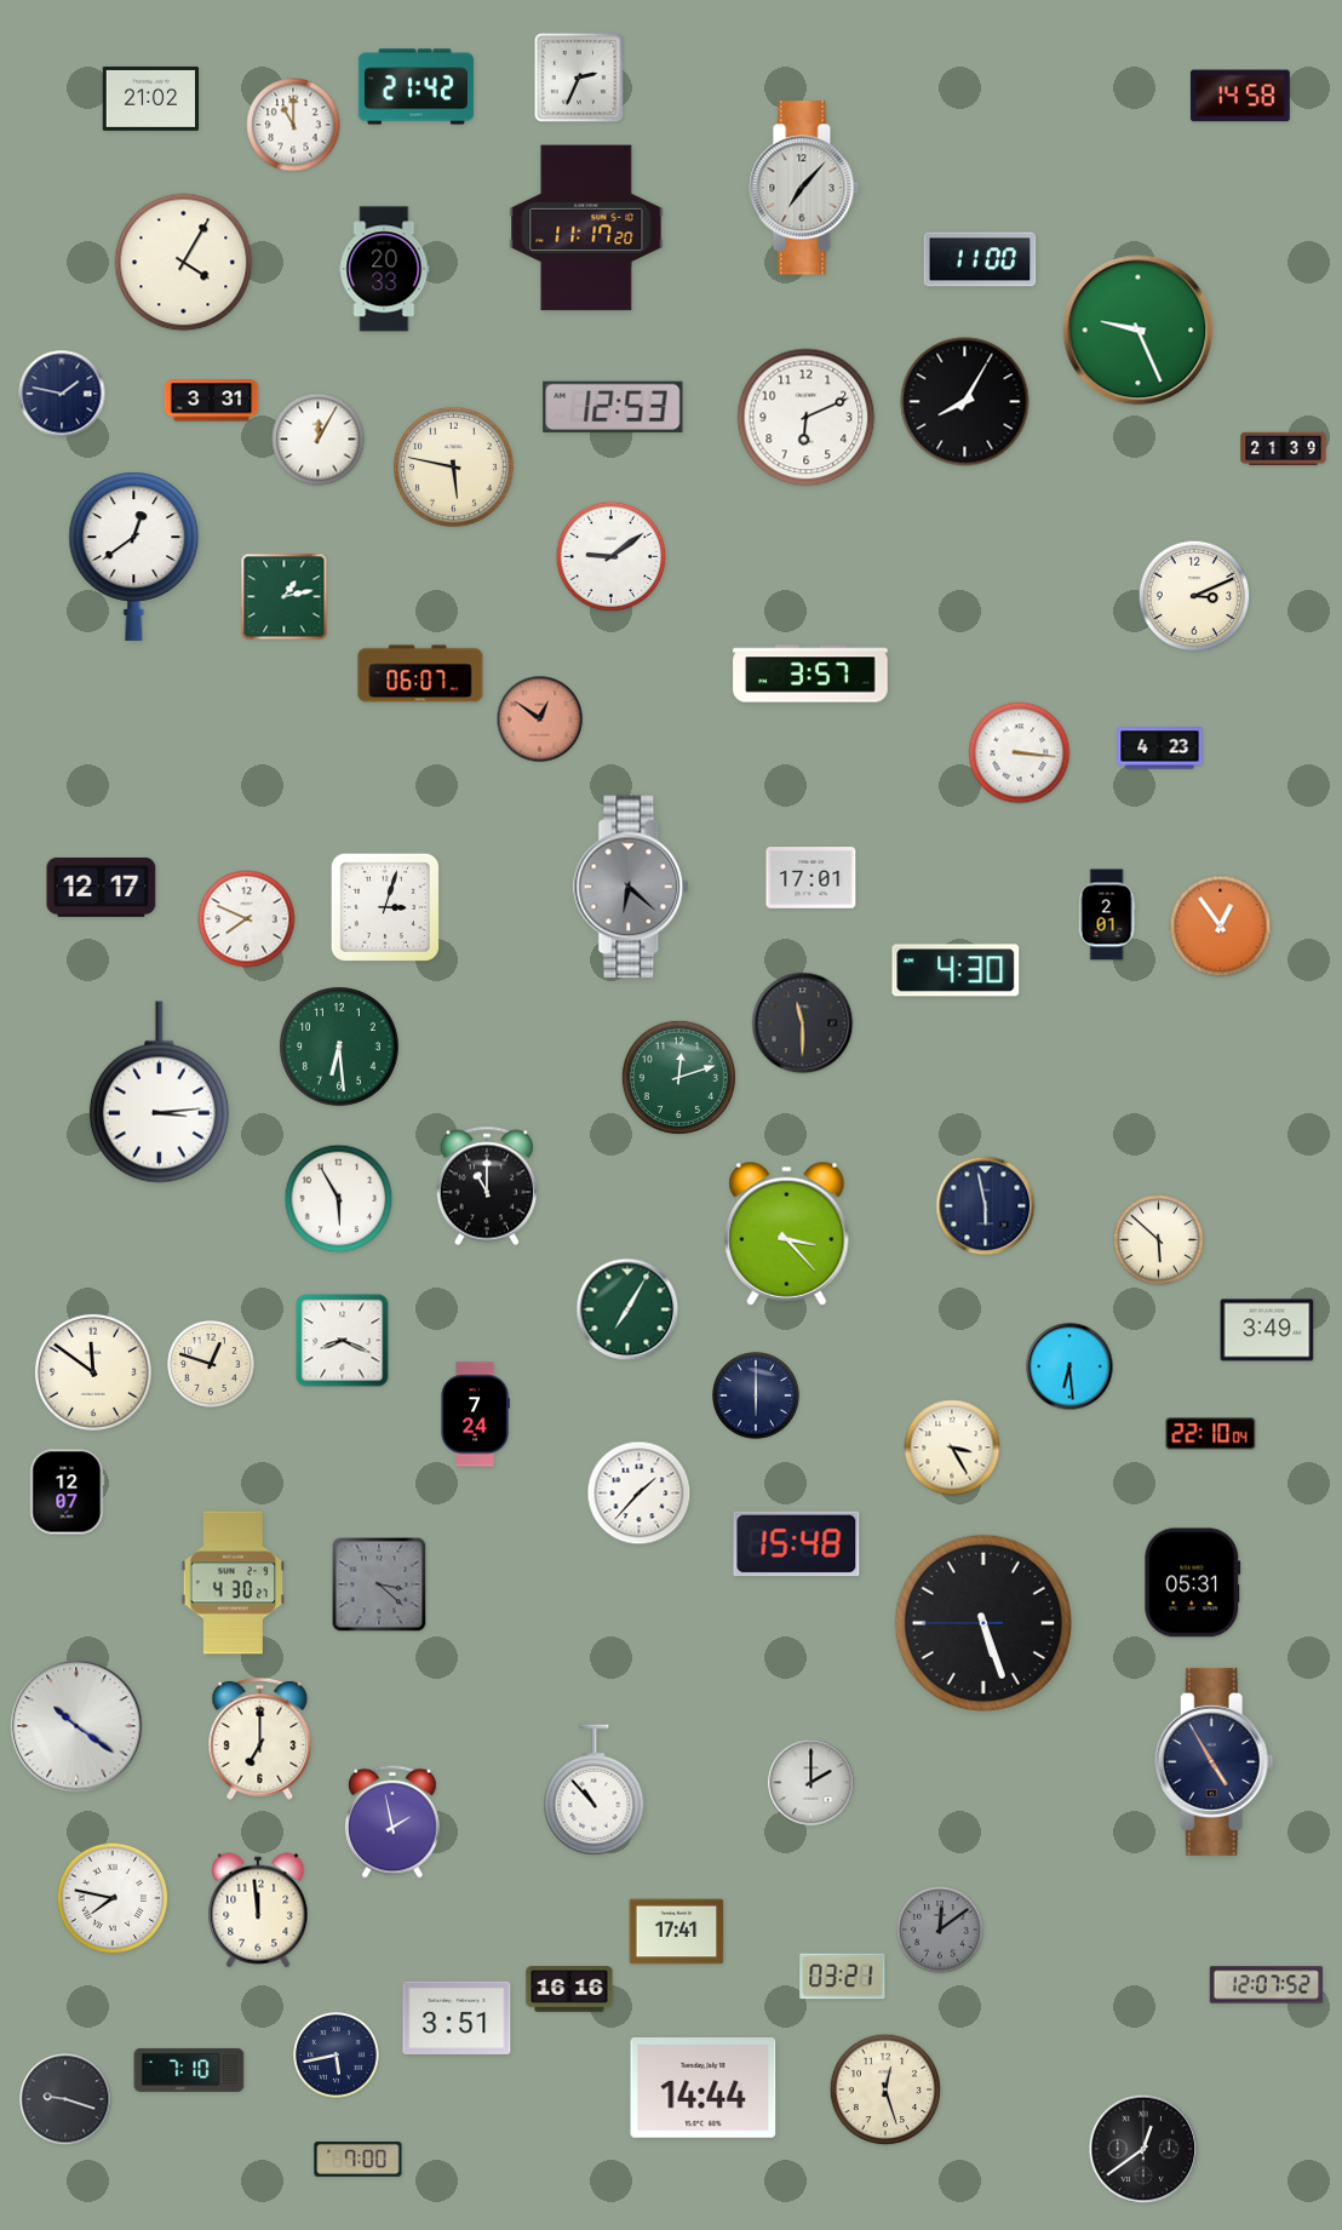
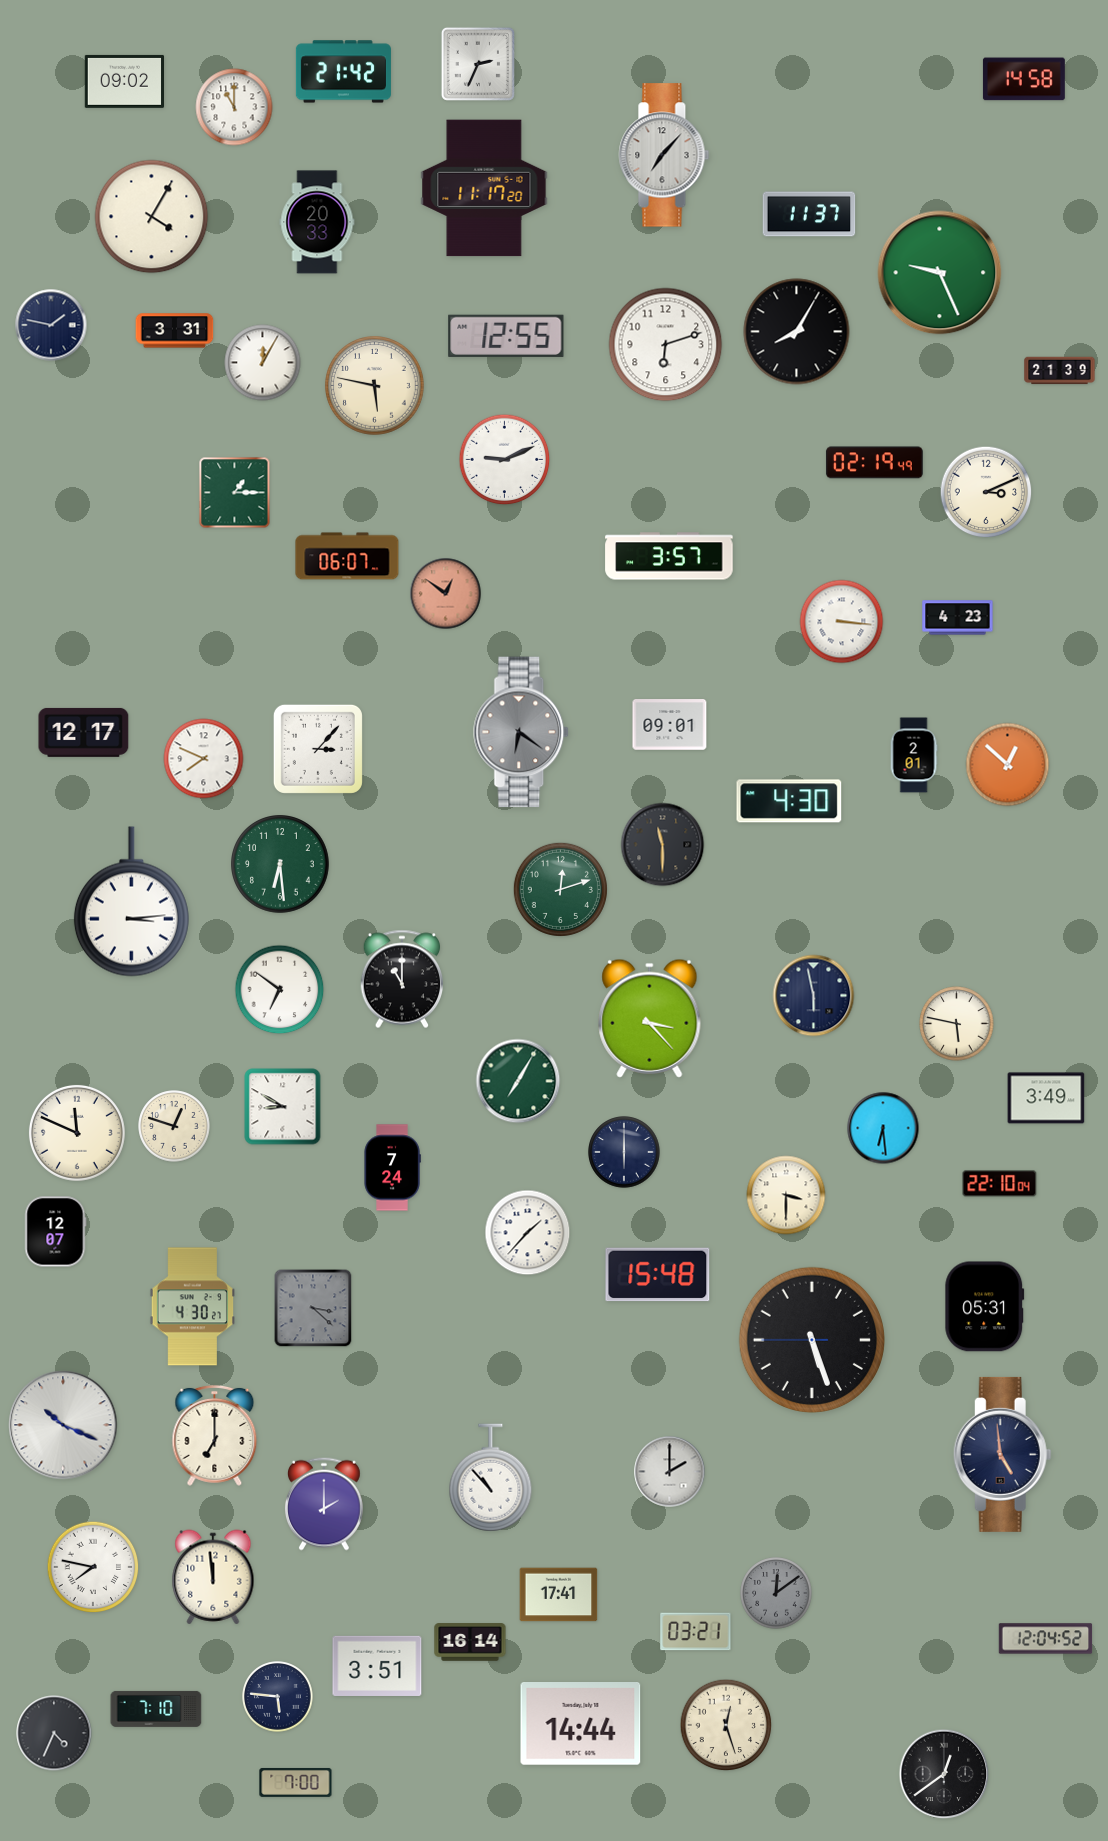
clock at (150, 98): 21:02 -> 09:02
clock at (293, 125) position: (293, 125) -> (234, 107)
clock at (980, 259): 11:00 -> 11:37
clock at (613, 407): 12:53 -> 12:55
clock at (807, 418): 6:11 -> 6:12
clock at (134, 556): 12:39 -> none
clock at (612, 557): 9:09 -> 9:11
clock at (874, 463): none -> 02:19
clock at (285, 597): 1:13 -> 1:15
clock at (811, 878): 17:01 -> 09:01
clock at (632, 887): 6:22 -> 6:21
clock at (385, 907): 3:03 -> 3:07
clock at (1221, 927): 12:54 -> 12:52
clock at (339, 1199): 5:55 -> 6:51
clock at (1159, 1240): 5:52 -> 5:47
clock at (343, 1341): 8:19 -> 8:50
clock at (93, 1372): 11:51 -> 11:49
clock at (952, 1448): 3:25 -> 3:30
clock at (76, 1726): 10:21 -> 10:19
clock at (1214, 1761): 4:55 -> 4:59
clock at (392, 1822): 1:58 -> 2:00
clock at (1267, 1985): 12:07 -> 12:04
clock at (569, 1989): 16:16 -> 16:14
clock at (337, 2056): 5:43 -> 5:46
clock at (885, 2089) position: (885, 2089) -> (726, 1725)
clock at (65, 2099): 9:18 -> 4:34
